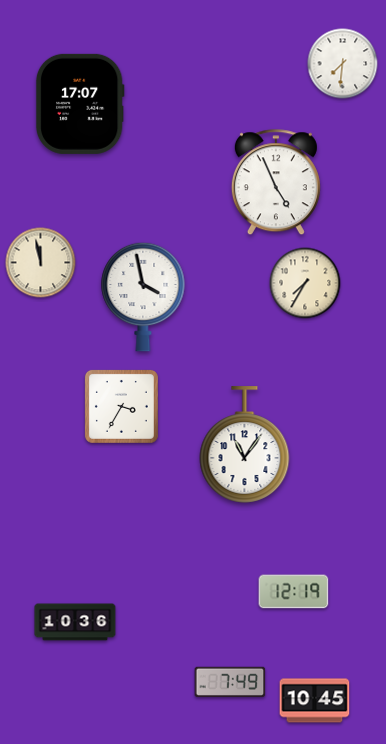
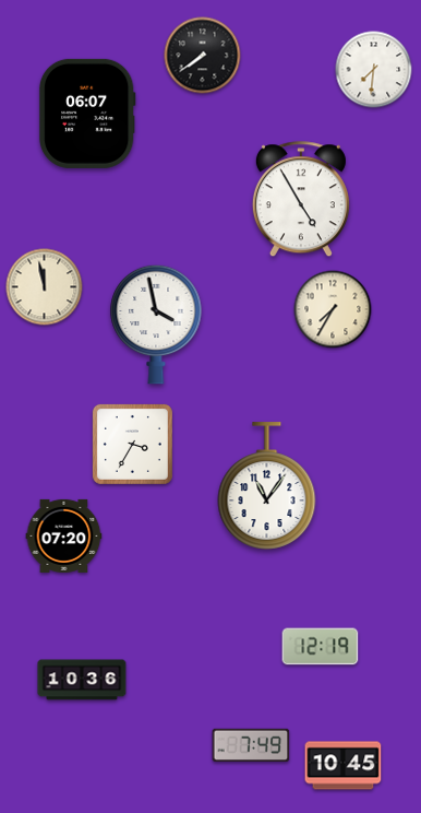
clock at (203, 56): none -> 7:39
clock at (80, 104): 17:07 -> 06:07
clock at (276, 183): 4:56 -> 4:55
clock at (64, 535): none -> 07:20
